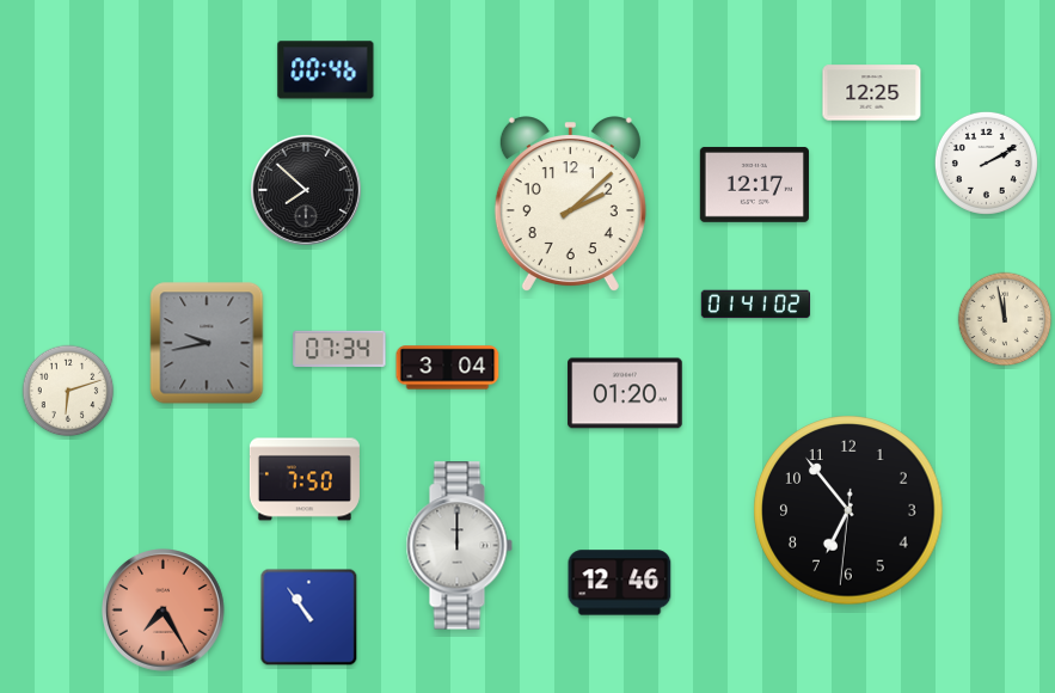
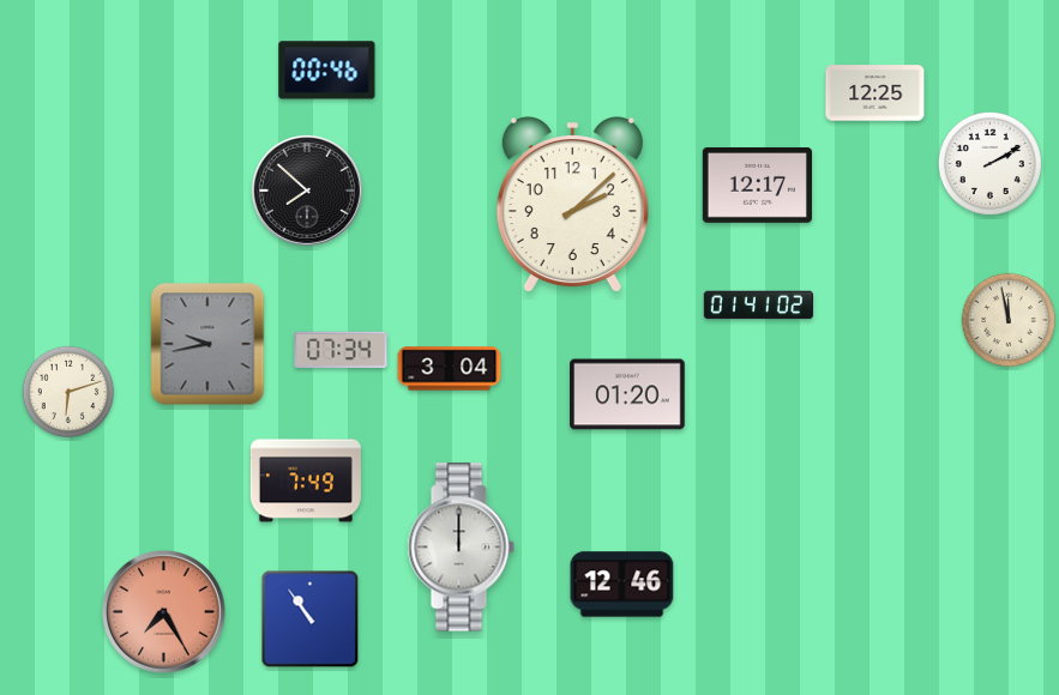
clock at (305, 479): 7:50 -> 7:49
clock at (848, 510): 6:53 -> none
